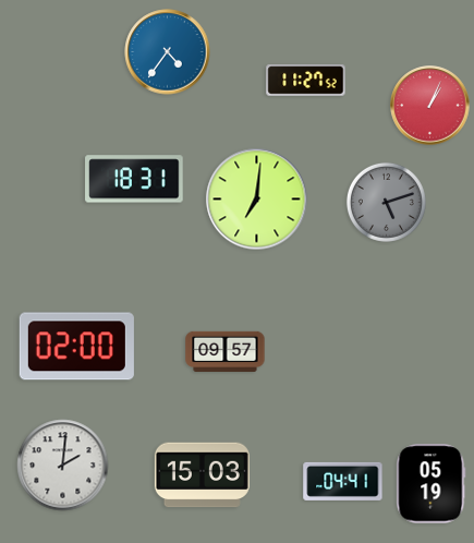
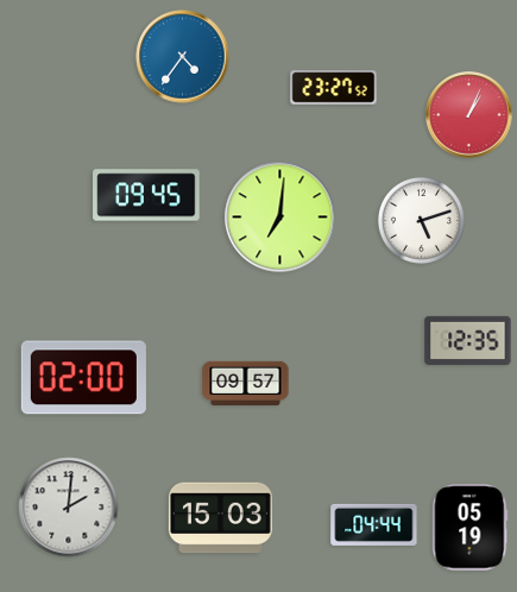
clock at (306, 81): 11:27 -> 23:27
clock at (134, 179): 18:31 -> 09:45
clock at (386, 202) dial: grey -> white
clock at (468, 340): none -> 12:35
clock at (343, 481): 04:41 -> 04:44
